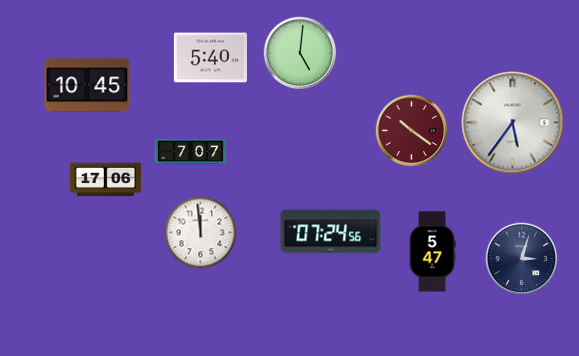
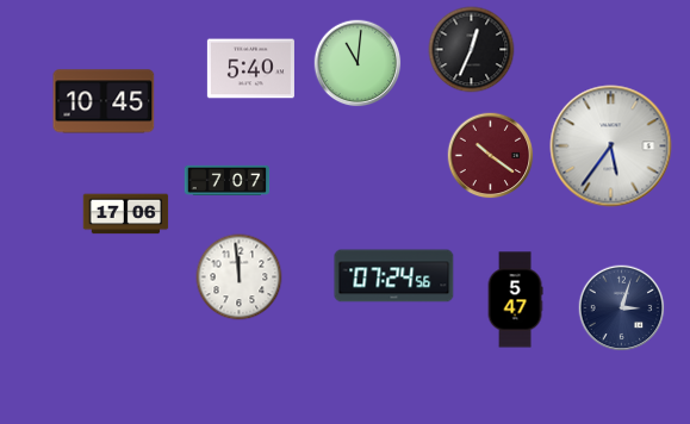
clock at (472, 50): none -> 12:34
clock at (300, 53): 5:01 -> 11:01
